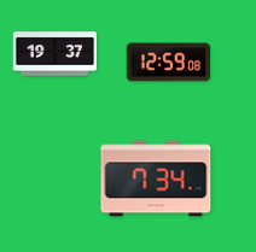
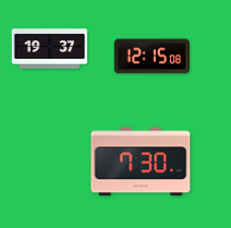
clock at (169, 63): 12:59 -> 12:15
clock at (156, 178): 7:34 -> 7:30
